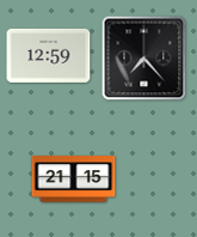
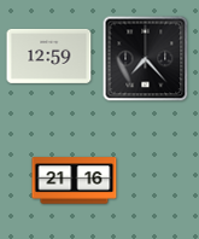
clock at (74, 180): 21:15 -> 21:16
